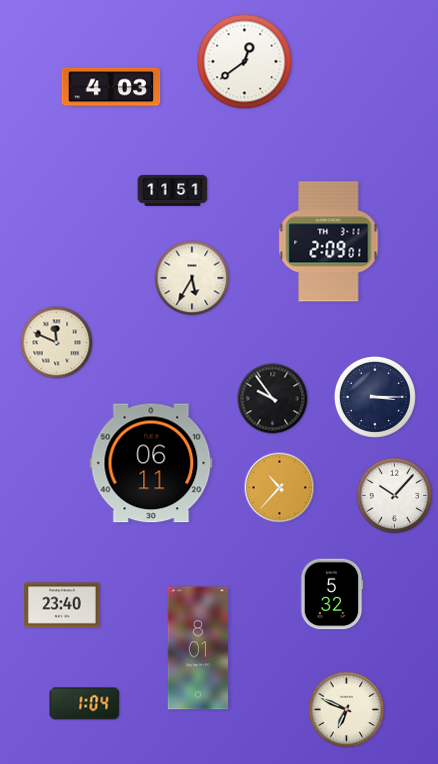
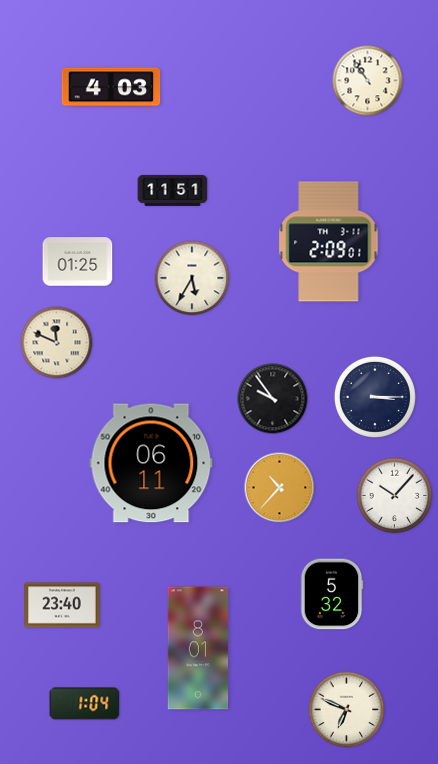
clock at (245, 62): 12:39 -> none
clock at (368, 81): none -> 10:54
clock at (78, 262): none -> 01:25
